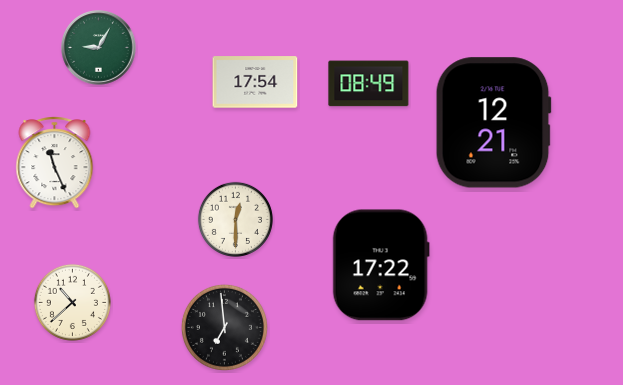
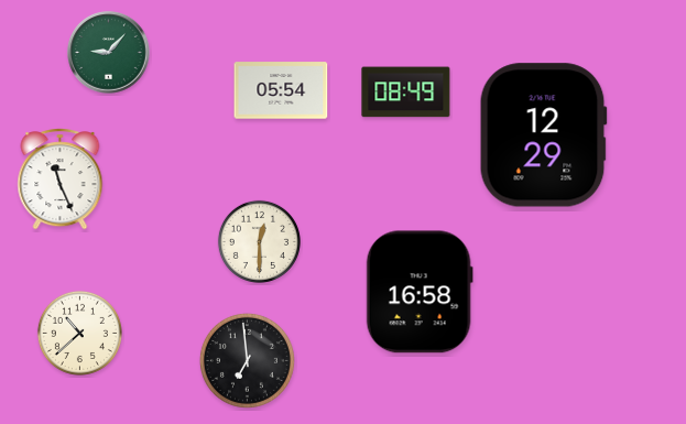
clock at (99, 48): 9:05 -> 9:07
clock at (255, 82): 17:54 -> 05:54
clock at (493, 123): 12:21 -> 12:29
clock at (381, 265): 17:22 -> 16:58
